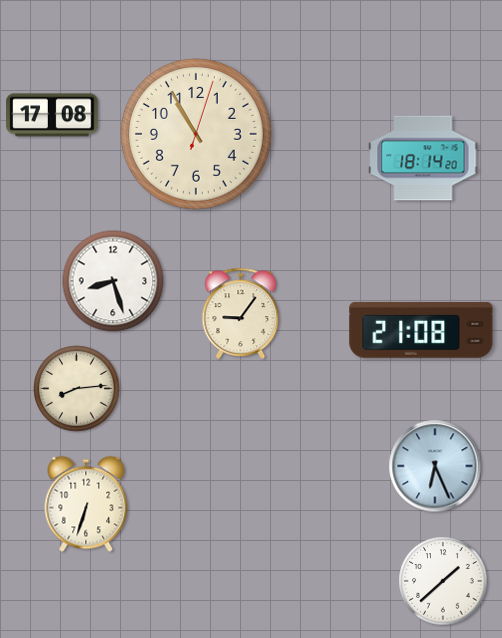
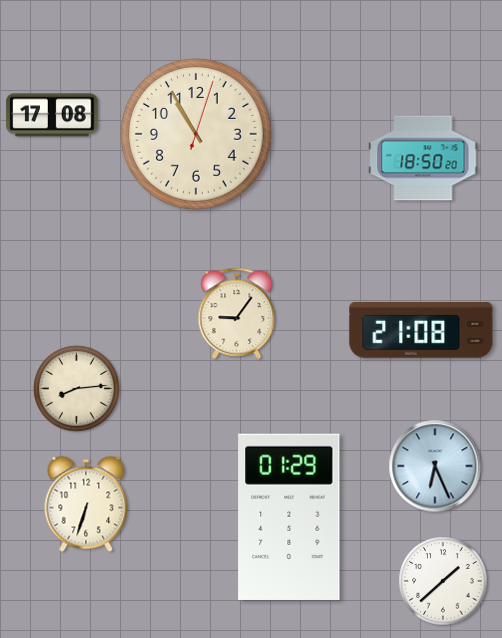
clock at (423, 158): 18:14 -> 18:50
clock at (113, 281): 8:27 -> none
clock at (241, 313) position: (241, 313) -> (237, 313)
clock at (289, 517): none -> 01:29
